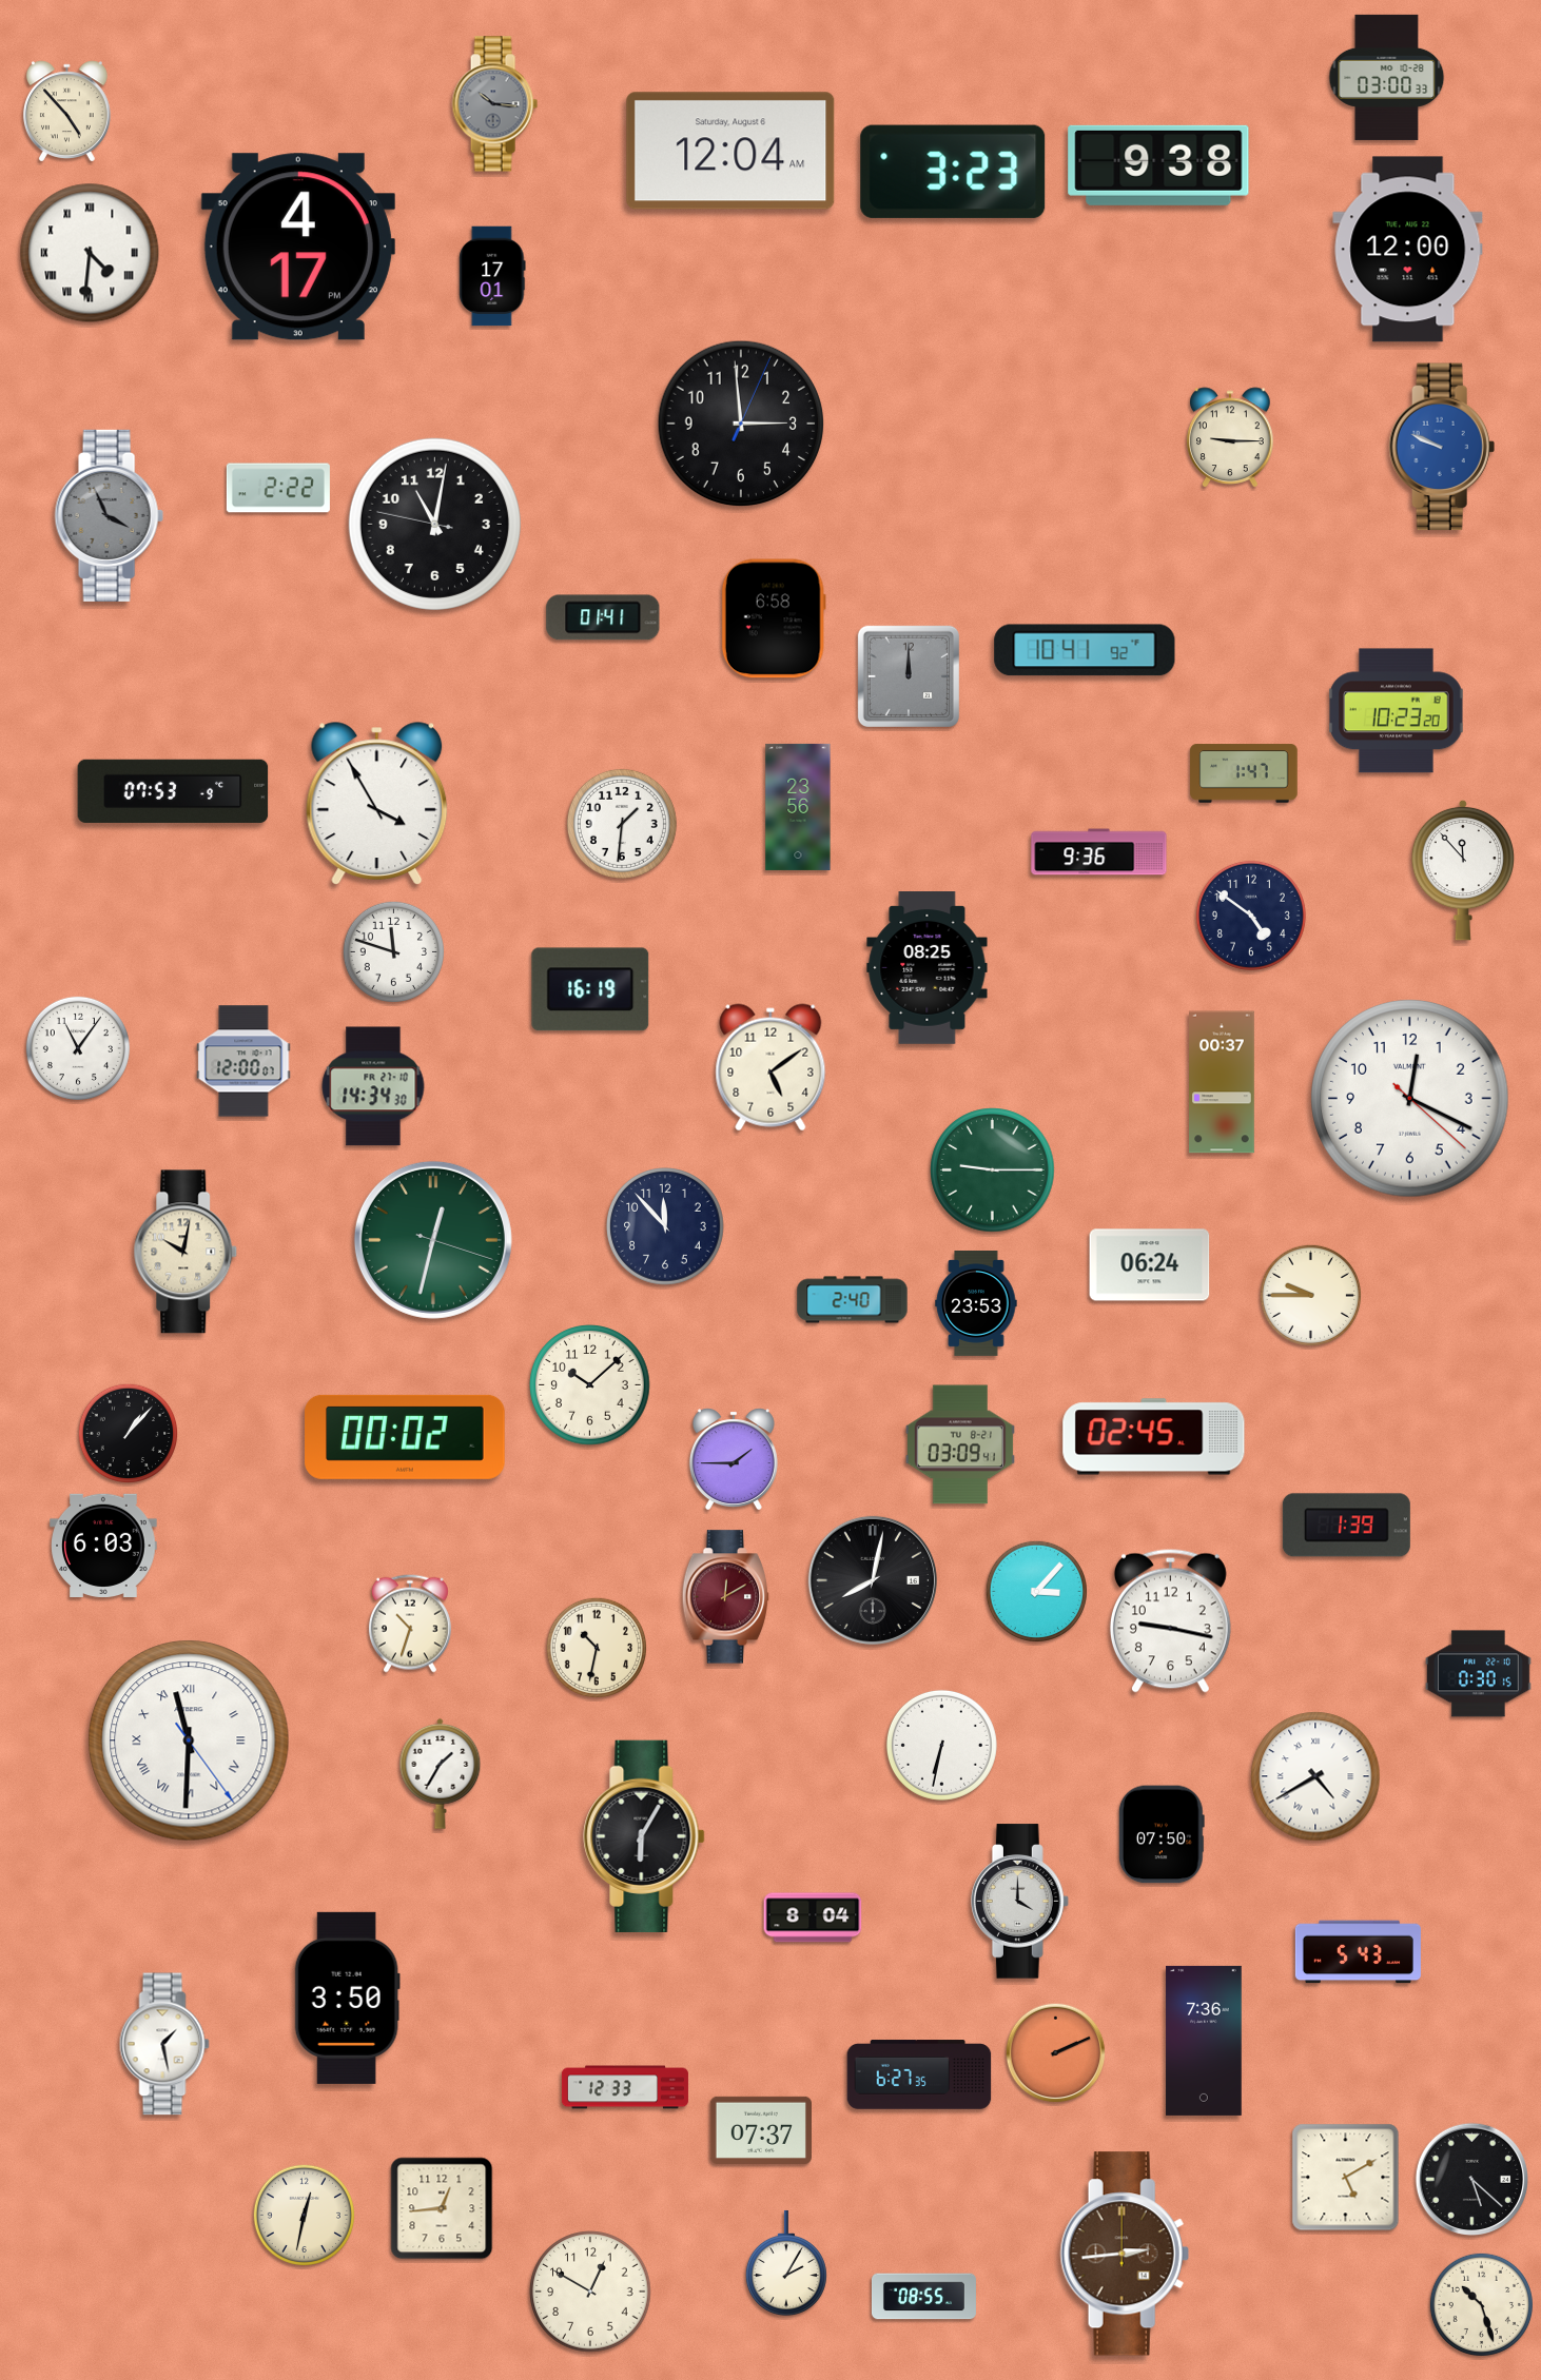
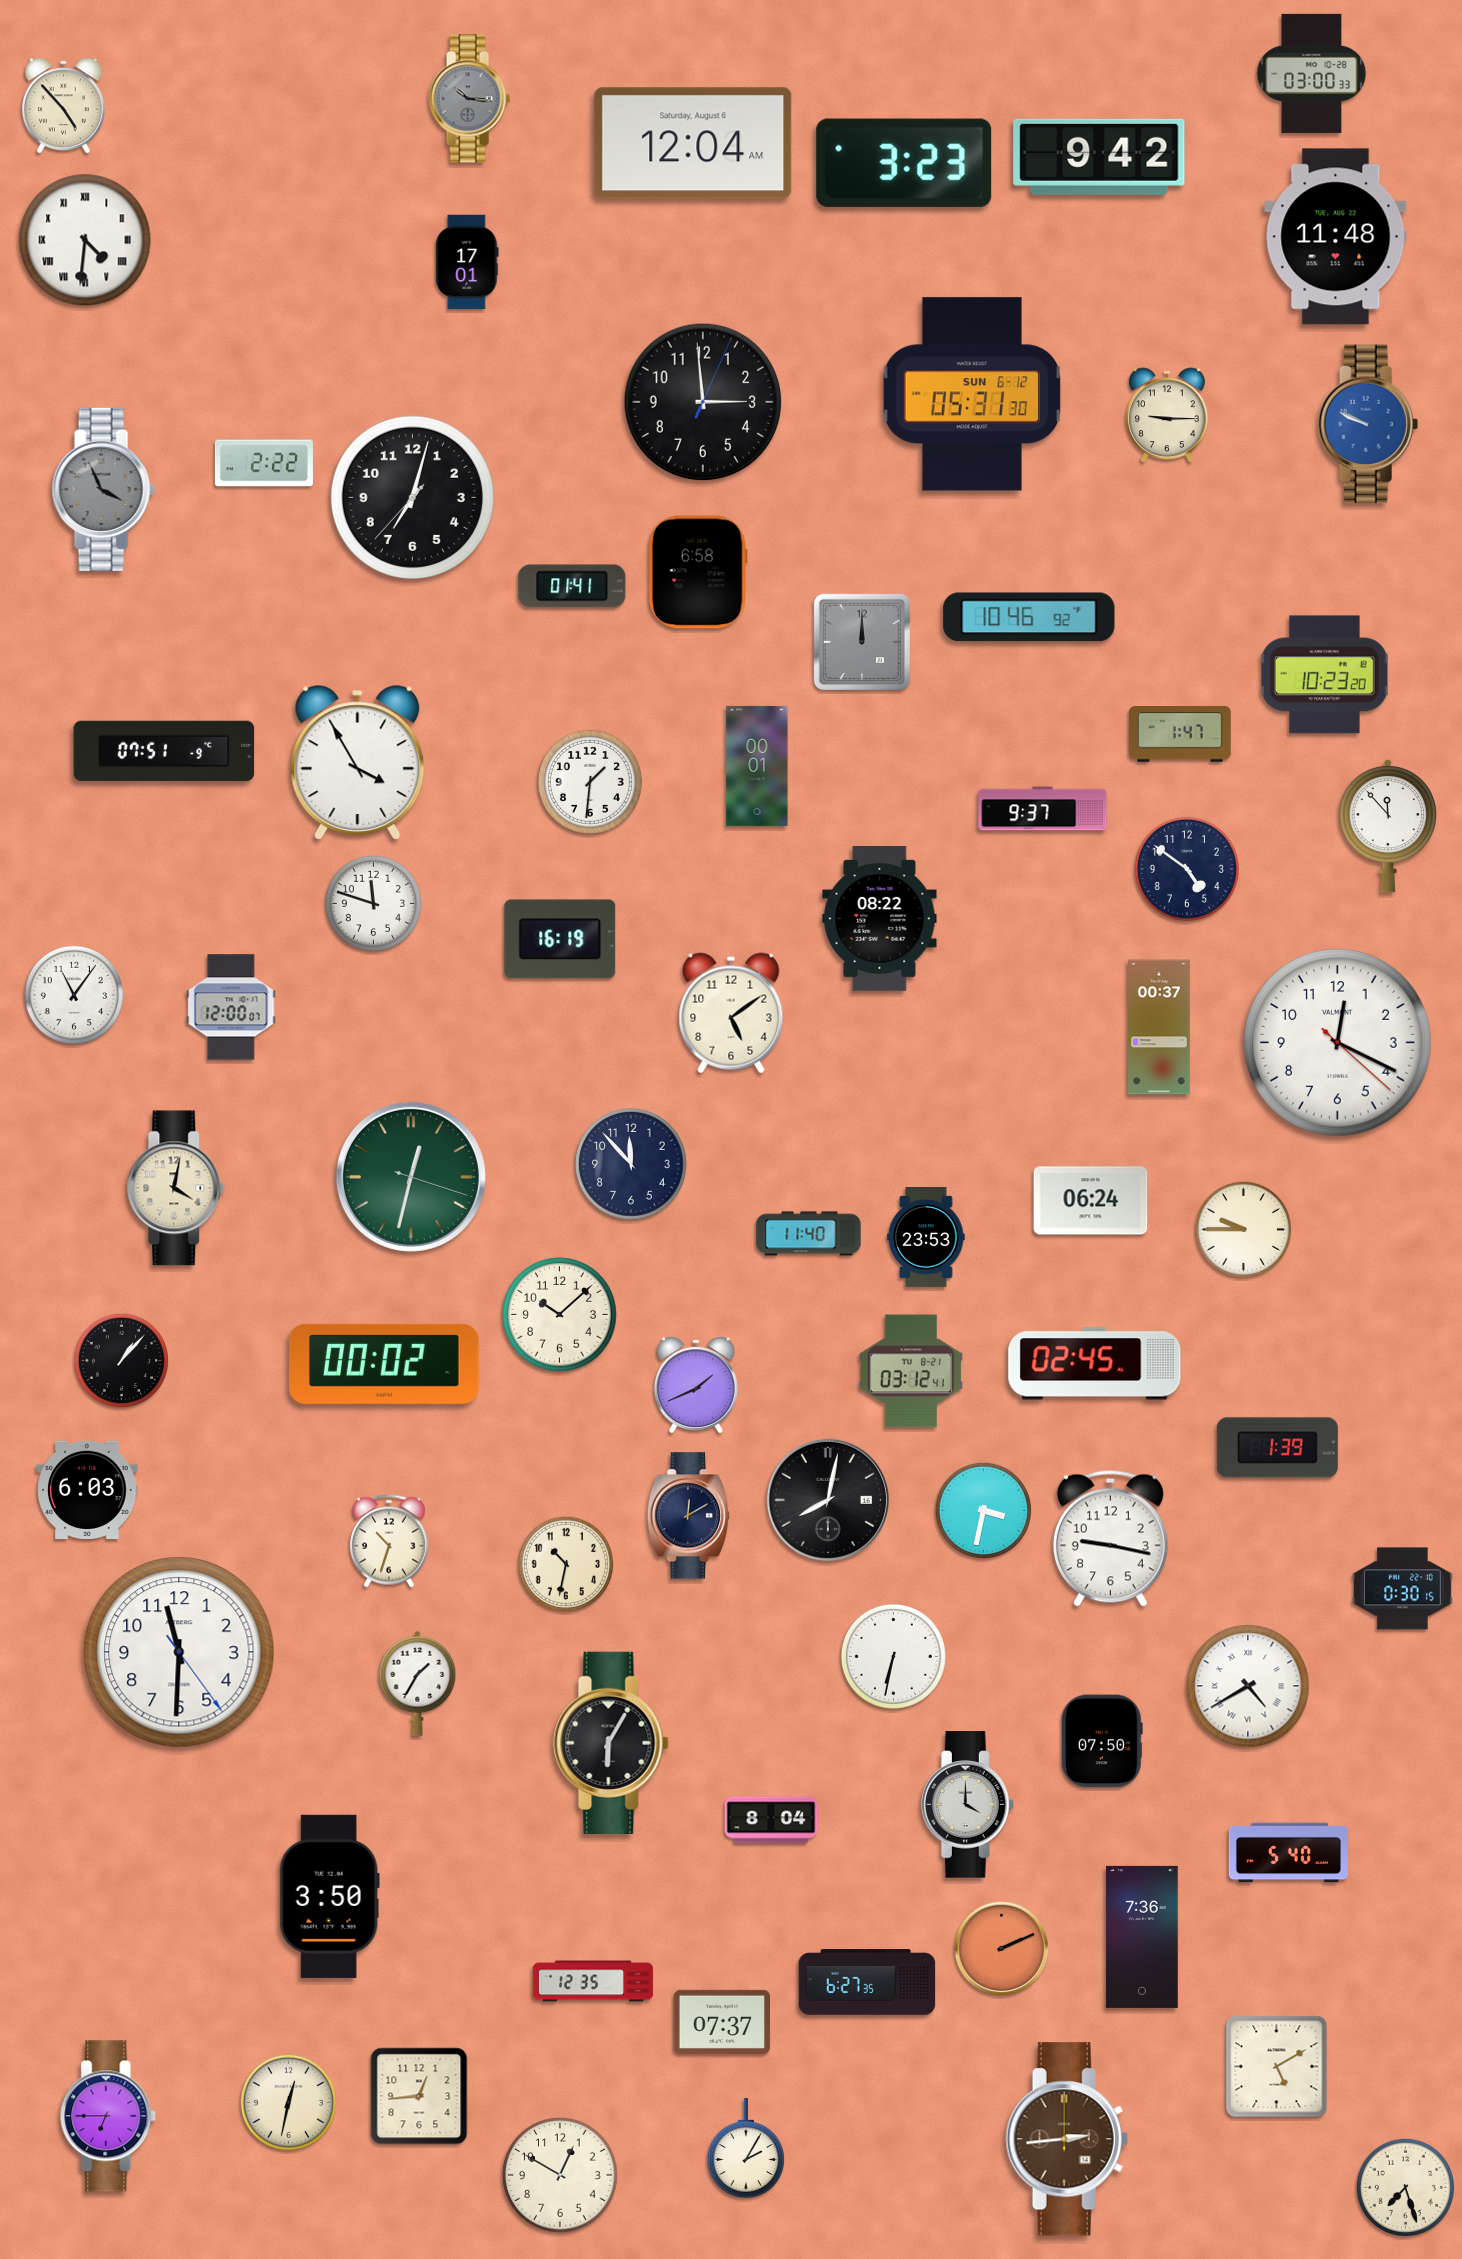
clock at (1387, 77) position: (1387, 77) -> (1312, 73)
clock at (1158, 165): 9:38 -> 9:42
clock at (298, 247): 4:17 -> none
clock at (1408, 250): 12:00 -> 11:48
clock at (972, 394): none -> 05:31
clock at (434, 524): 11:01 -> 7:02
clock at (774, 618) position: (774, 618) -> (698, 572)
clock at (1085, 650): 10:41 -> 10:46
clock at (173, 790): 07:53 -> 07:51
clock at (798, 807): 23:56 -> 00:01
clock at (1099, 852): 9:36 -> 9:37
clock at (928, 968): 08:25 -> 08:22
clock at (373, 1086): 14:34 -> none
clock at (993, 1171): 9:15 -> none
clock at (186, 1252): 10:02 -> 4:02
clock at (853, 1300): 2:40 -> 11:40
clock at (960, 1444): 03:09 -> 03:12
clock at (734, 1459): 1:45 -> 1:41
clock at (103, 1545) position: (103, 1545) -> (87, 1489)
clock at (1036, 1591): 3:07 -> 3:32
clock at (726, 1597) dial: burgundy -> navy
clock at (189, 1740) numerals: Roman -> Arabic
clock at (1358, 1952): 5:43 -> 5:40
clock at (164, 2044): 1:28 -> none
clock at (919, 2074) position: (919, 2074) -> (867, 1982)
clock at (625, 2087): 12:33 -> 12:35
clock at (1471, 2179): 5:22 -> none
clock at (109, 2116): none -> 6:45
clock at (923, 2297): 08:55 -> none
clock at (1481, 2304): 10:27 -> 7:27
